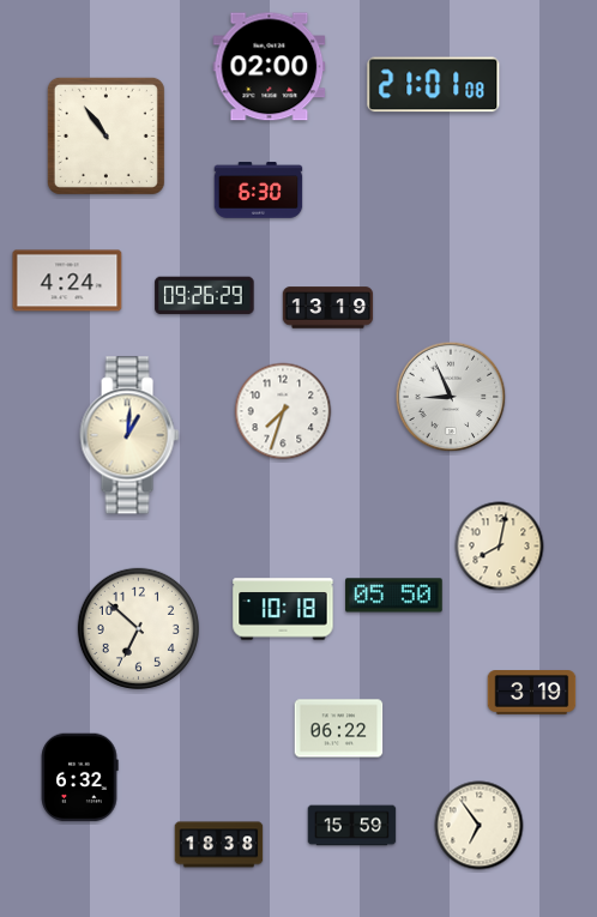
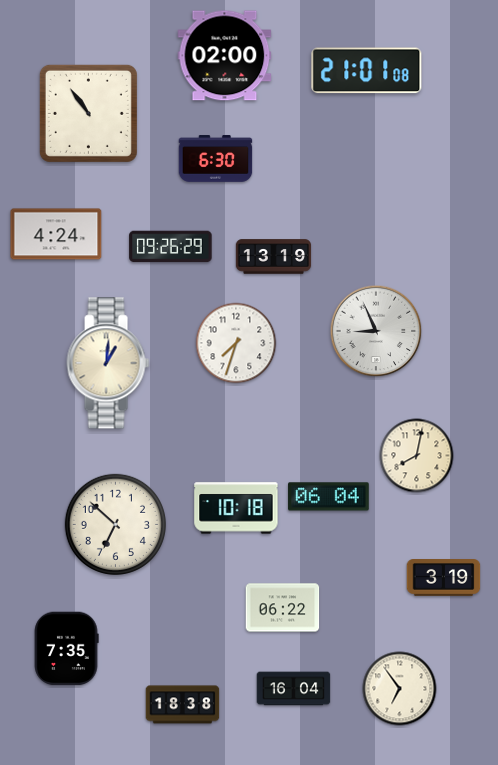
clock at (434, 85) position: (434, 85) -> (367, 71)
clock at (394, 596): 05:50 -> 06:04
clock at (79, 778): 6:32 -> 7:35
clock at (352, 826): 15:59 -> 16:04
